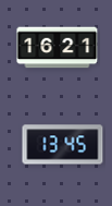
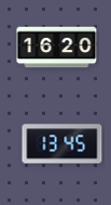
clock at (58, 48): 16:21 -> 16:20
